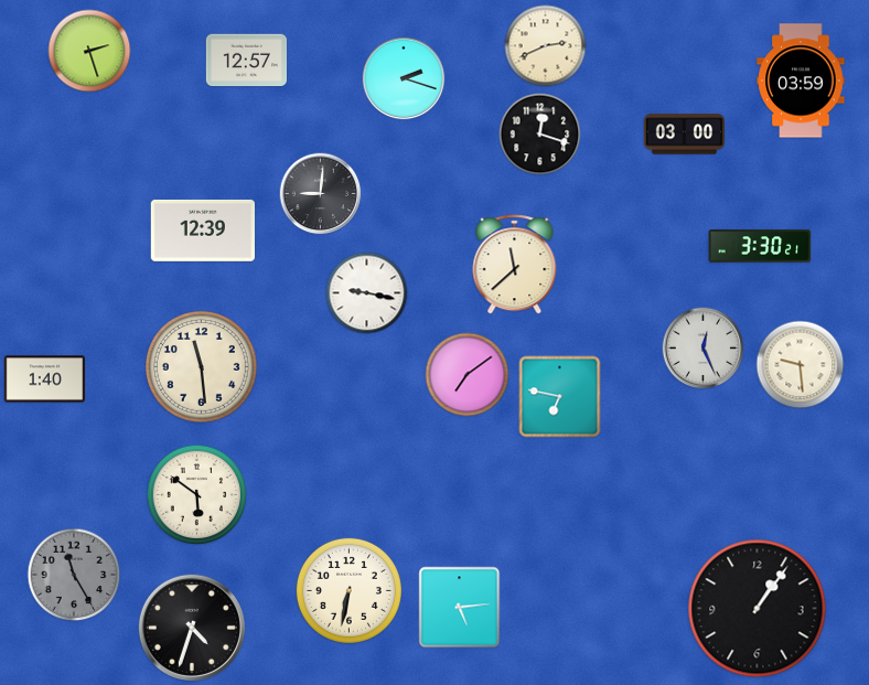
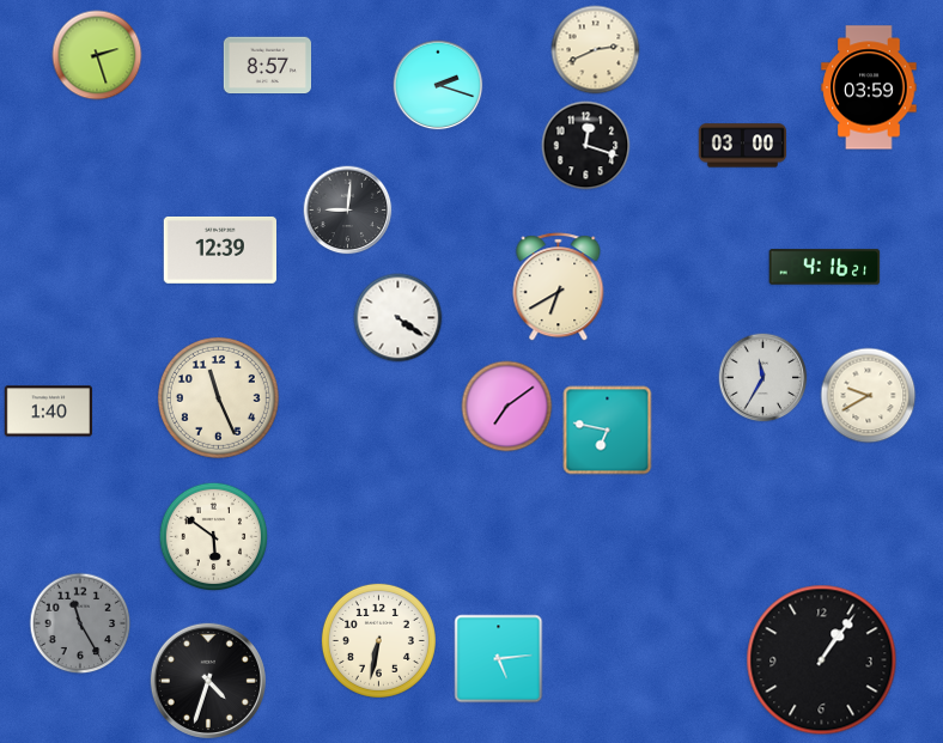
clock at (546, 46) position: (546, 46) -> (596, 50)
clock at (246, 61): 12:57 -> 8:57
clock at (760, 246): 3:30 -> 4:16
clock at (515, 265): 11:38 -> 6:40
clock at (367, 293): 9:17 -> 4:21
clock at (704, 349): 12:26 -> 11:35
clock at (801, 365): 9:29 -> 9:40
clock at (201, 366): 11:29 -> 11:26
